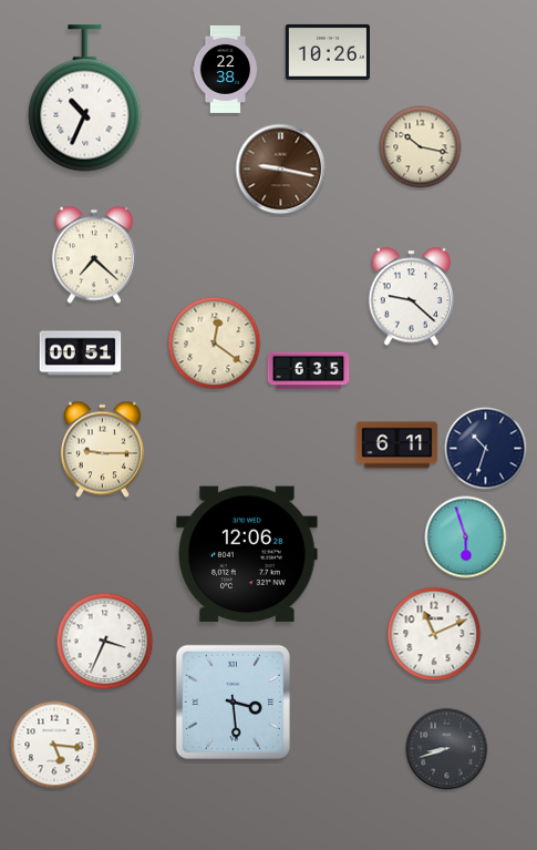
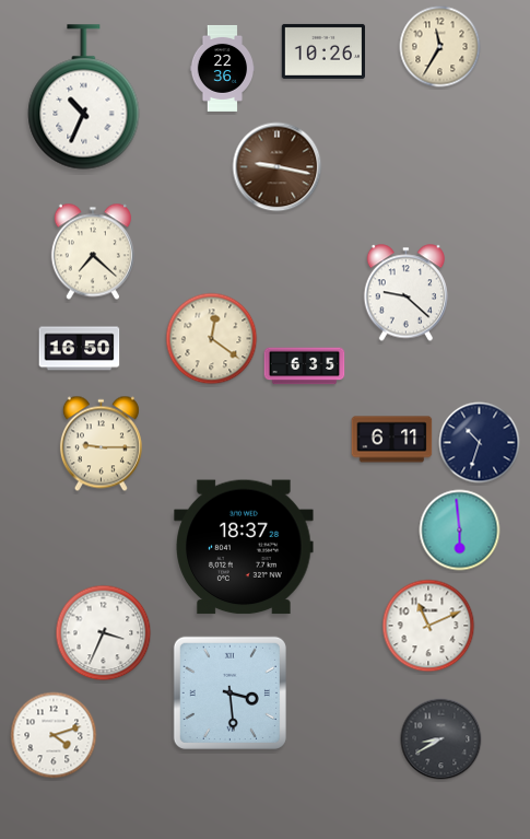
clock at (440, 47): none -> 11:35
clock at (225, 69): 22:38 -> 22:36
clock at (421, 147): 10:17 -> none
clock at (81, 354): 00:51 -> 16:50
clock at (466, 537): 5:57 -> 5:59
clock at (247, 554): 12:06 -> 18:37
clock at (54, 745): 5:16 -> 4:12
clock at (447, 749): 8:42 -> 8:40
